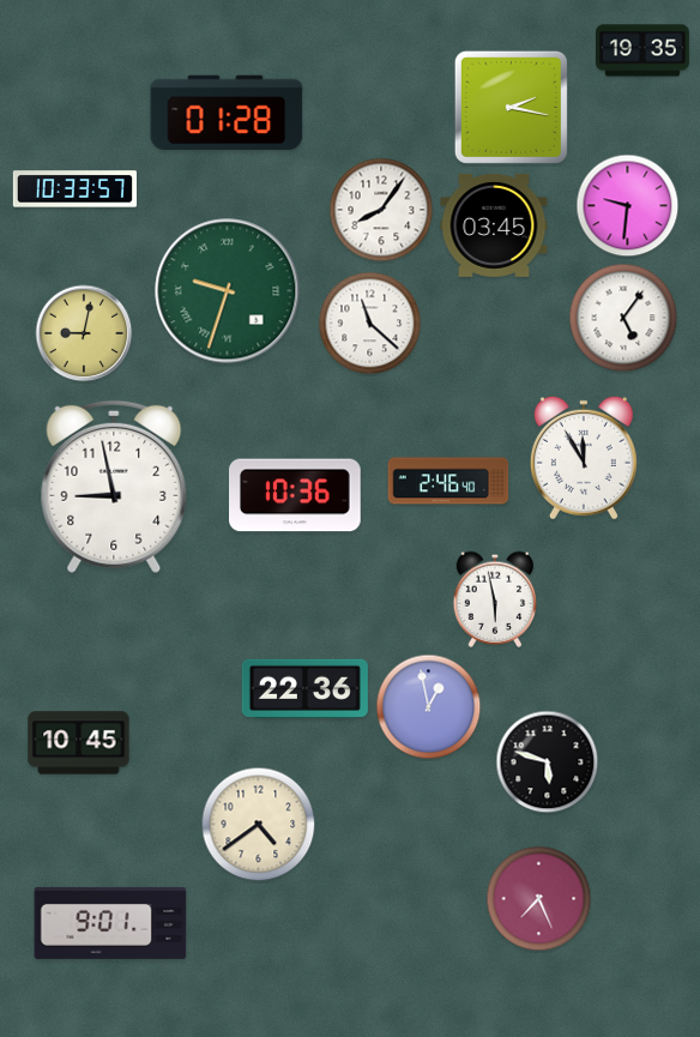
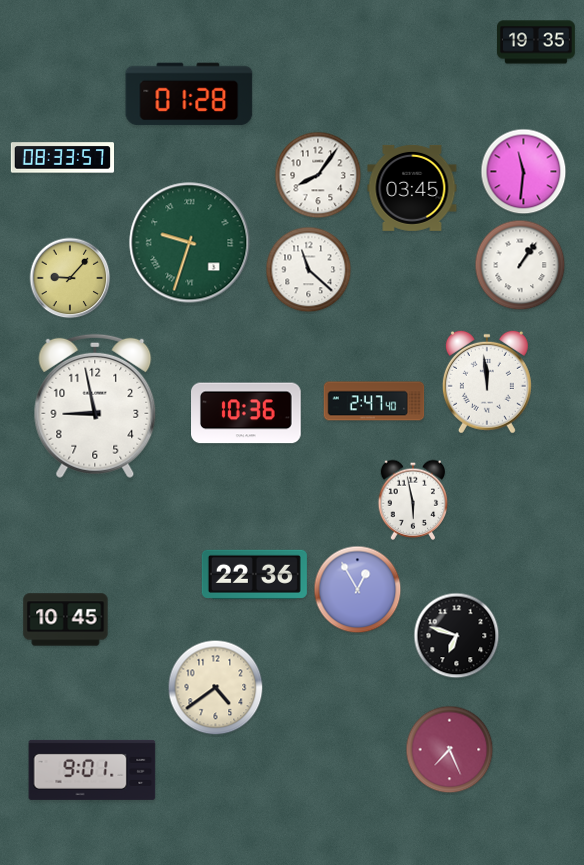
clock at (511, 107): 2:17 -> none
clock at (74, 189): 10:33 -> 08:33
clock at (628, 206): 9:31 -> 11:31
clock at (623, 318): 5:06 -> 1:06
clock at (84, 333): 9:02 -> 9:07
clock at (584, 458): 11:55 -> 11:59
clock at (448, 481): 2:46 -> 2:47
clock at (429, 707): 12:58 -> 12:55
clock at (548, 762): 5:48 -> 6:48
